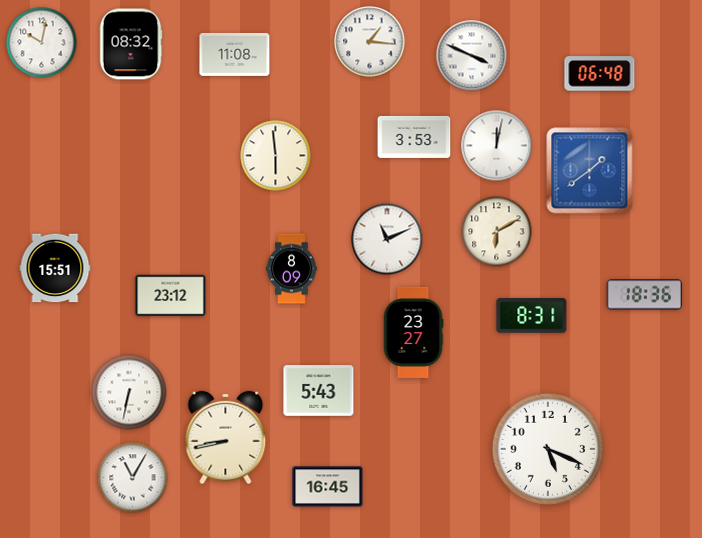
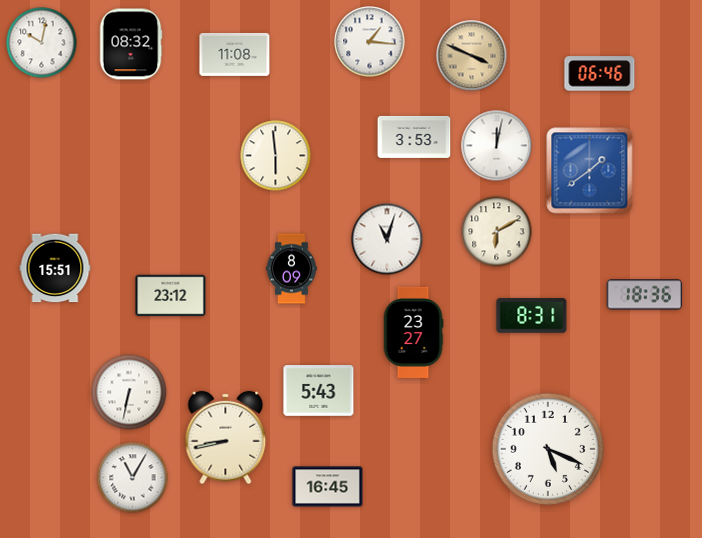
clock at (472, 56) dial: white -> champagne
clock at (600, 74): 06:48 -> 06:46
clock at (387, 239): 11:11 -> 11:03
